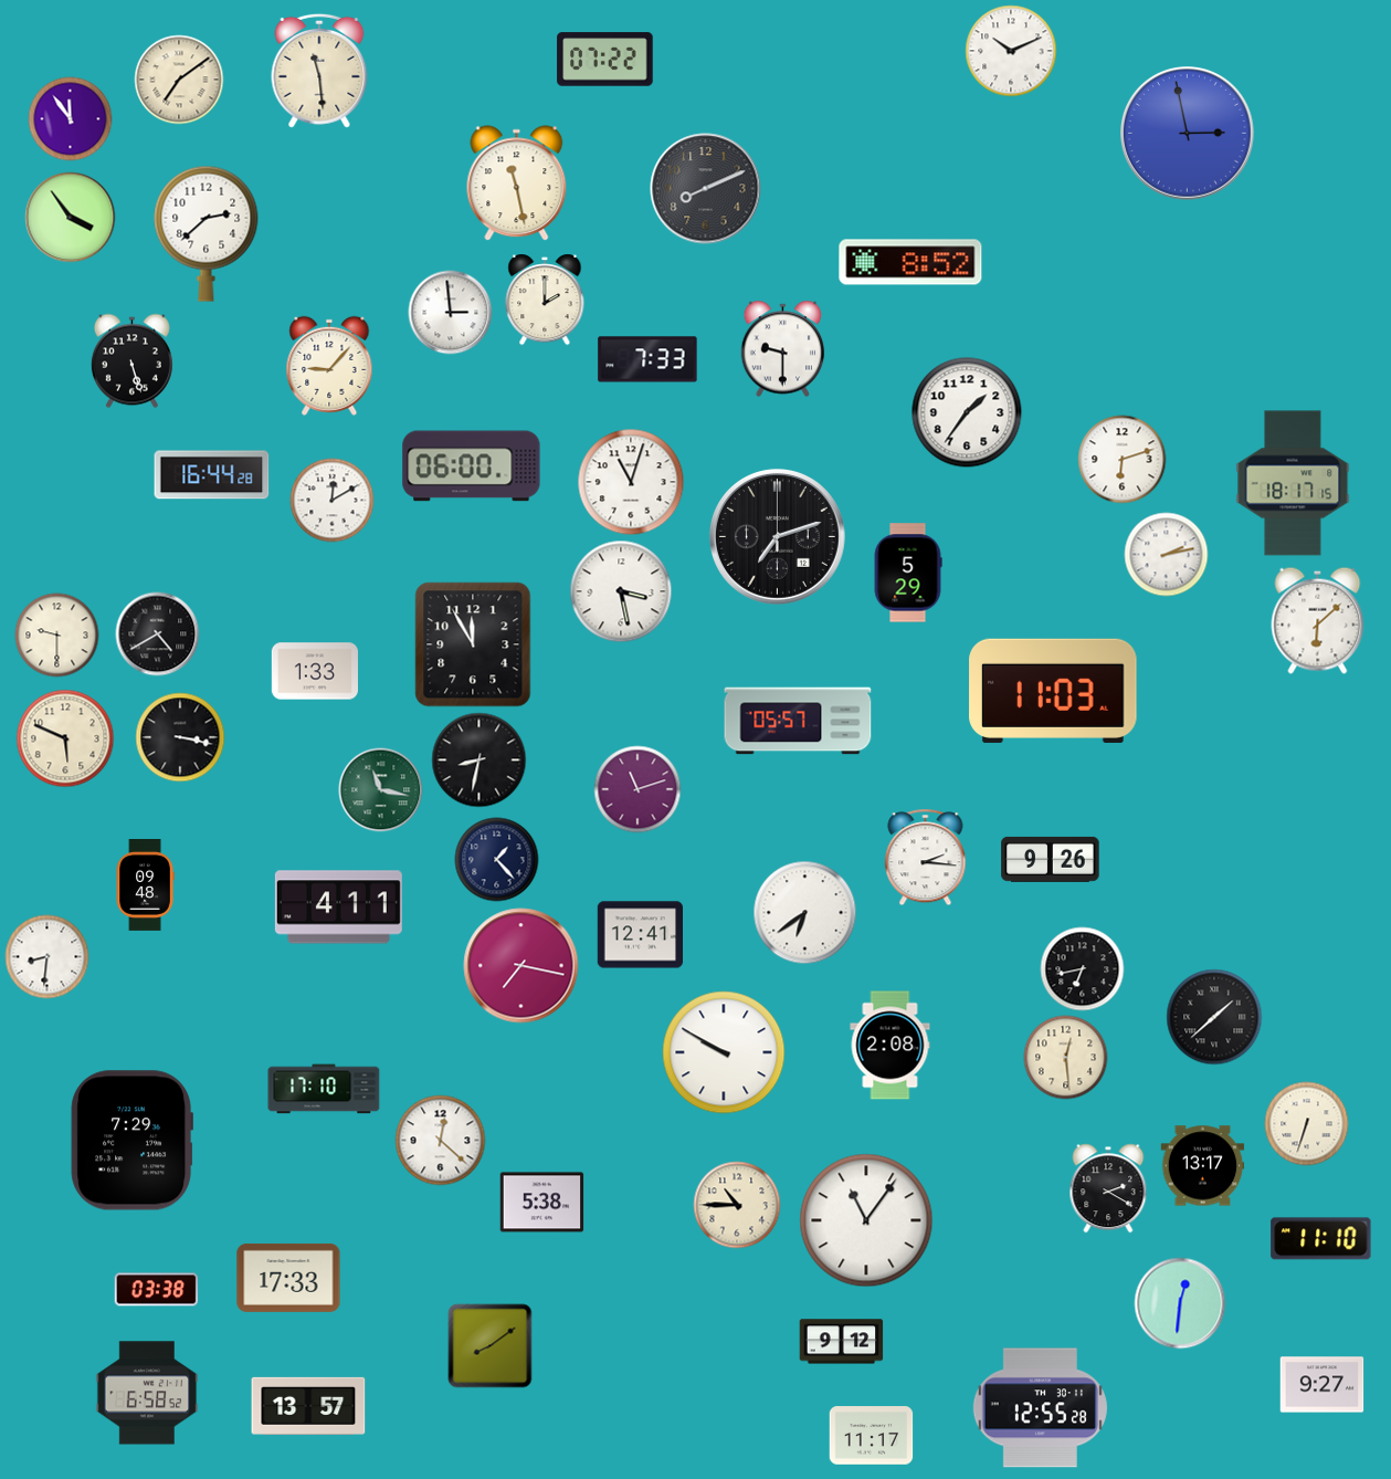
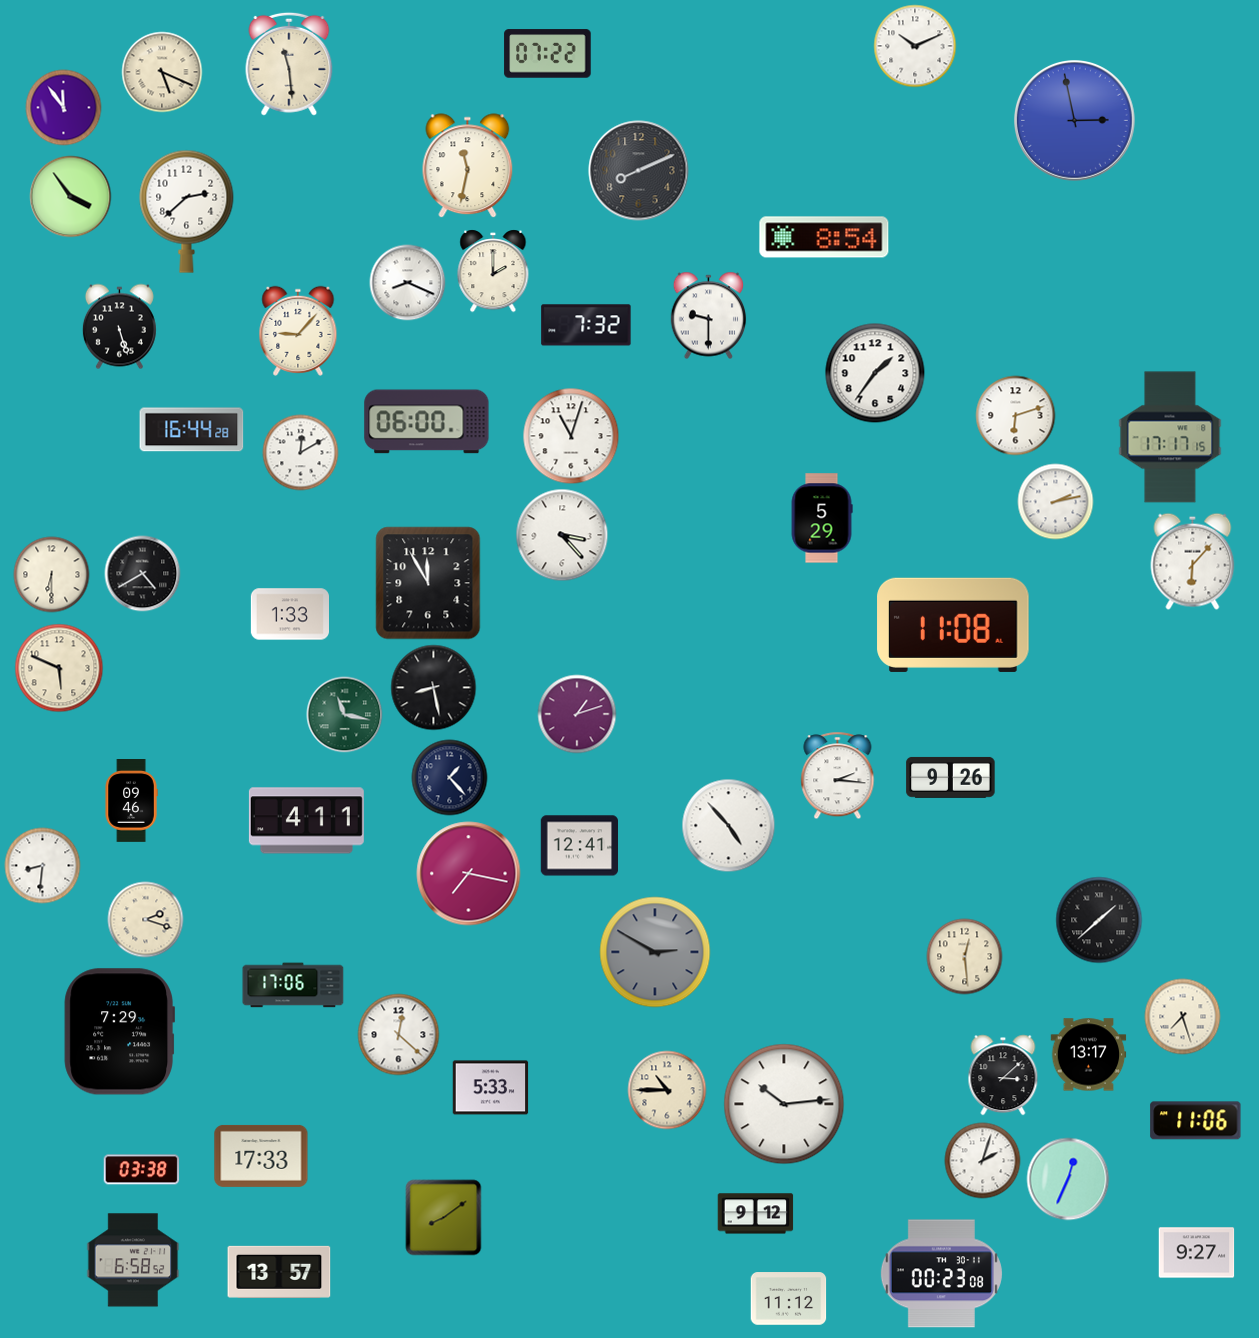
clock at (179, 80): 7:09 -> 5:19
clock at (517, 183): 11:28 -> 11:32
clock at (71, 218) position: (71, 218) -> (71, 197)
clock at (910, 262): 8:52 -> 8:54
clock at (451, 313): 2:59 -> 8:19
clock at (647, 359): 7:33 -> 7:32
clock at (1293, 483): 18:17 -> 17:17
clock at (777, 536): 7:12 -> none
clock at (621, 591): 3:28 -> 3:23
clock at (1318, 620): 6:08 -> 6:07
clock at (57, 636): 9:30 -> 6:30
clock at (314, 671) position: (314, 671) -> (289, 614)
clock at (1053, 691): 11:03 -> 11:08
clock at (798, 721): 05:57 -> none
clock at (180, 737): 3:17 -> none
clock at (480, 761): 8:32 -> 8:28
clock at (637, 789): 11:12 -> 1:12
clock at (145, 885): 09:48 -> 09:46
clock at (805, 913): 6:39 -> 4:53
clock at (521, 966) position: (521, 966) -> (469, 874)
clock at (1083, 969): 6:43 -> none
clock at (146, 920): none -> 2:18
clock at (891, 1046): 2:08 -> none
clock at (724, 1052): 9:50 -> 2:50
clock at (724, 1052) dial: white -> grey
clock at (324, 1089): 17:10 -> 17:06
clock at (1307, 1124): 6:33 -> 7:27
clock at (441, 1141) position: (441, 1141) -> (399, 1035)
clock at (1108, 1188): 2:20 -> 3:08
clock at (542, 1203): 5:38 -> 5:33
clock at (866, 1220): 11:06 -> 10:14
clock at (1321, 1239): 11:10 -> 11:06
clock at (983, 1161): none -> 2:03
clock at (157, 1290) position: (157, 1290) -> (142, 1170)
clock at (1180, 1303): 12:31 -> 12:34
clock at (842, 1342) position: (842, 1342) -> (756, 1214)
clock at (1040, 1408): 12:55 -> 00:23
clock at (872, 1436): 11:17 -> 11:12
